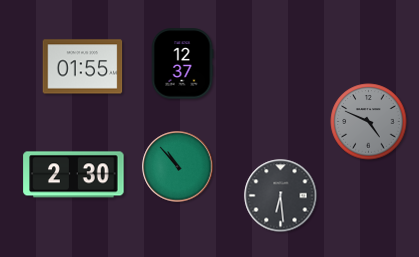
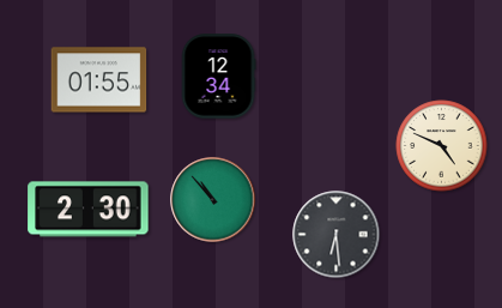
clock at (182, 64): 12:37 -> 12:34
clock at (369, 122) dial: grey -> cream
